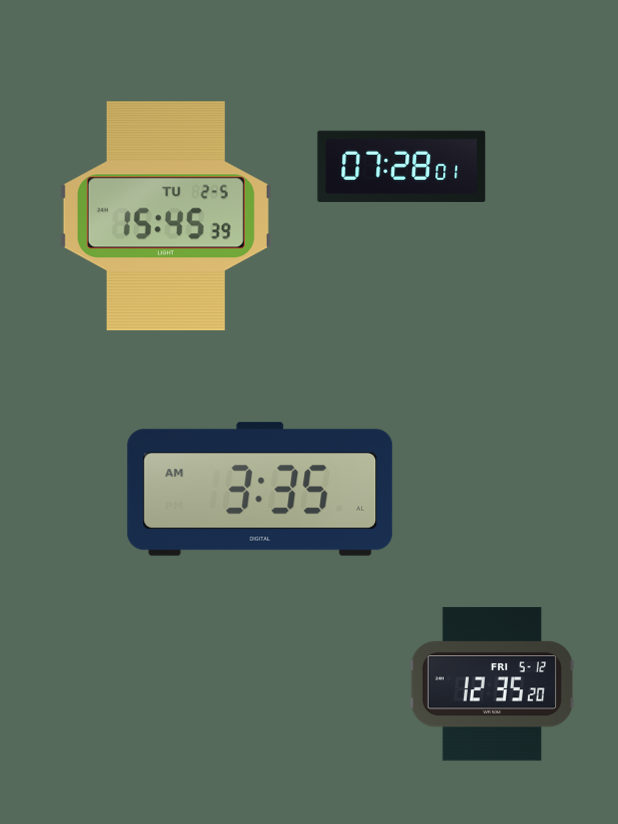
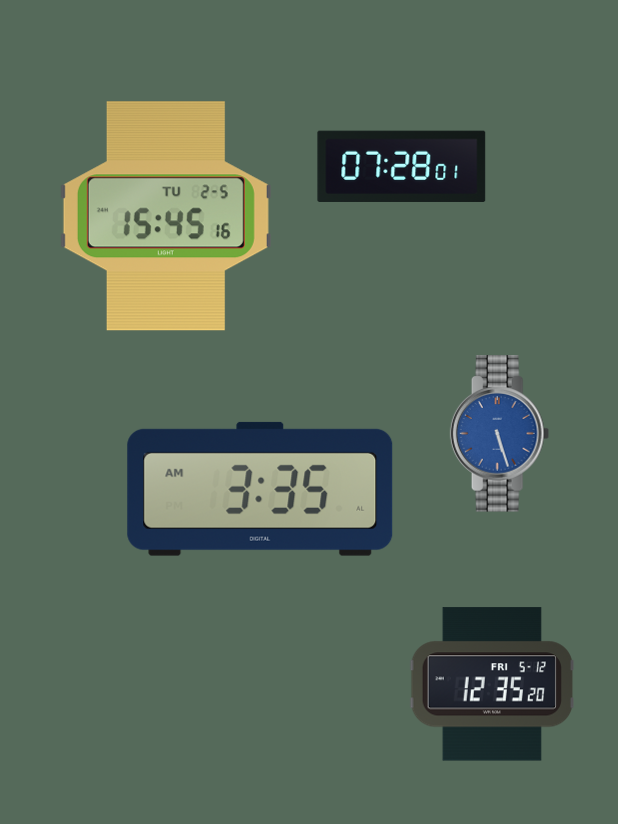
clock at (166, 216): 15:45:39 -> 15:45:16
clock at (500, 434): none -> 5:27
